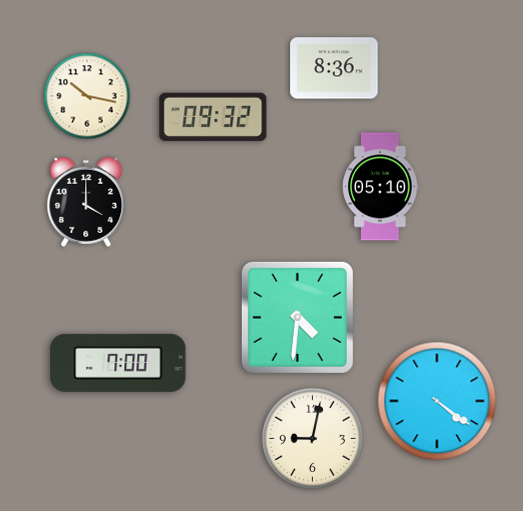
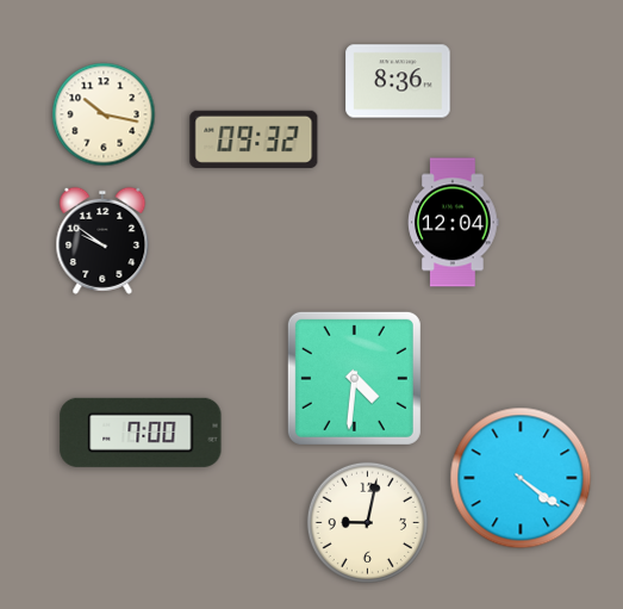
clock at (381, 187): 05:10 -> 12:04
clock at (86, 202): 4:00 -> 9:51
clock at (312, 438) position: (312, 438) -> (367, 522)
